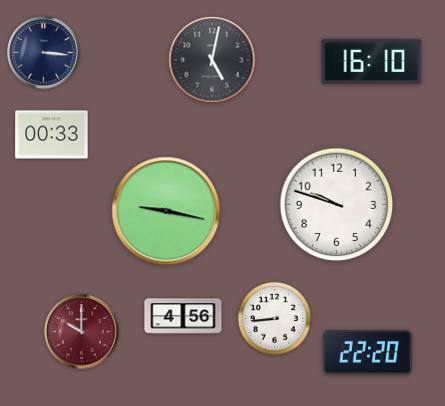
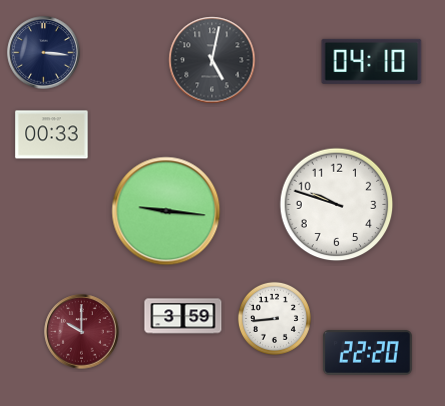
clock at (372, 61): 16:10 -> 04:10
clock at (166, 211): 9:17 -> 9:16
clock at (183, 316): 4:56 -> 3:59
